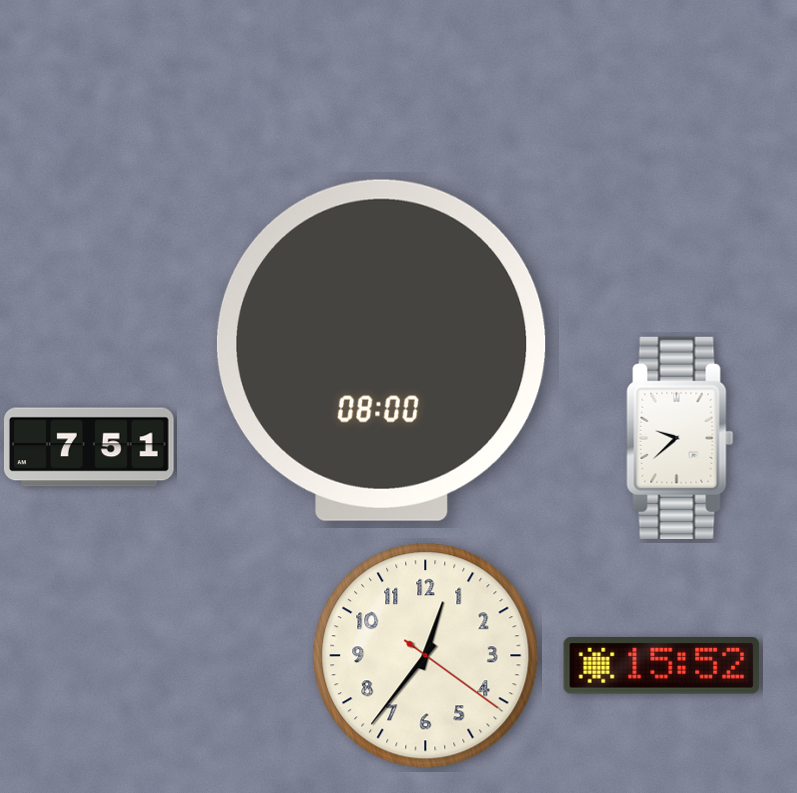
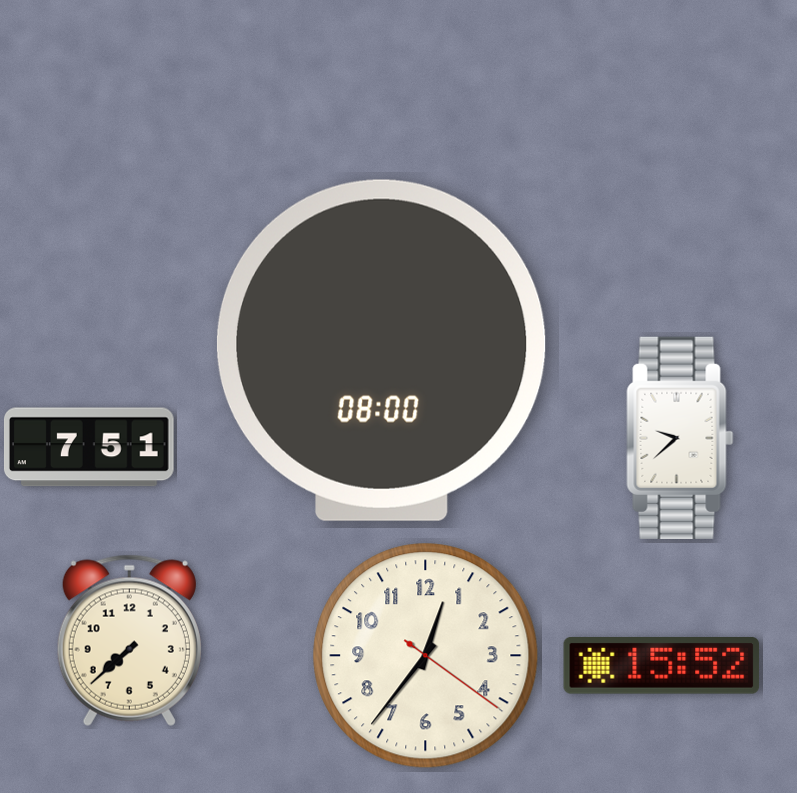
clock at (129, 640): none -> 7:38
